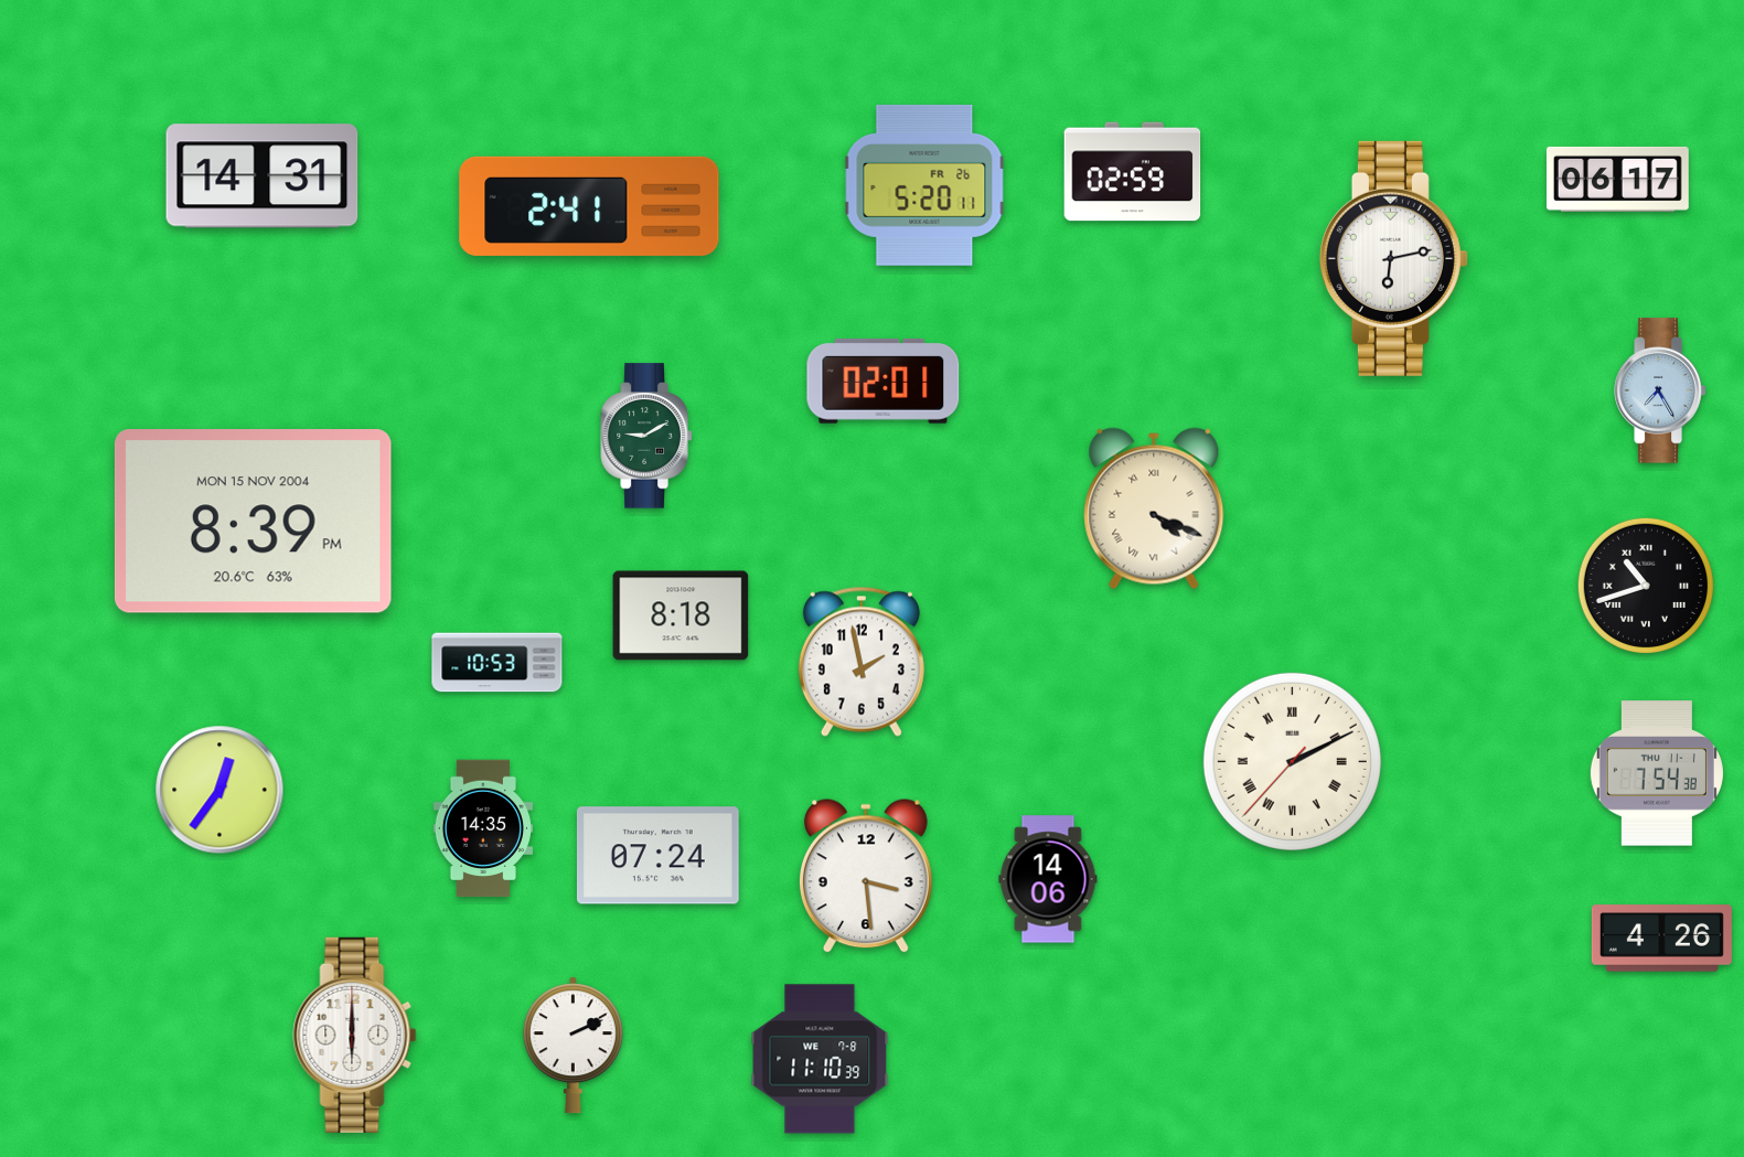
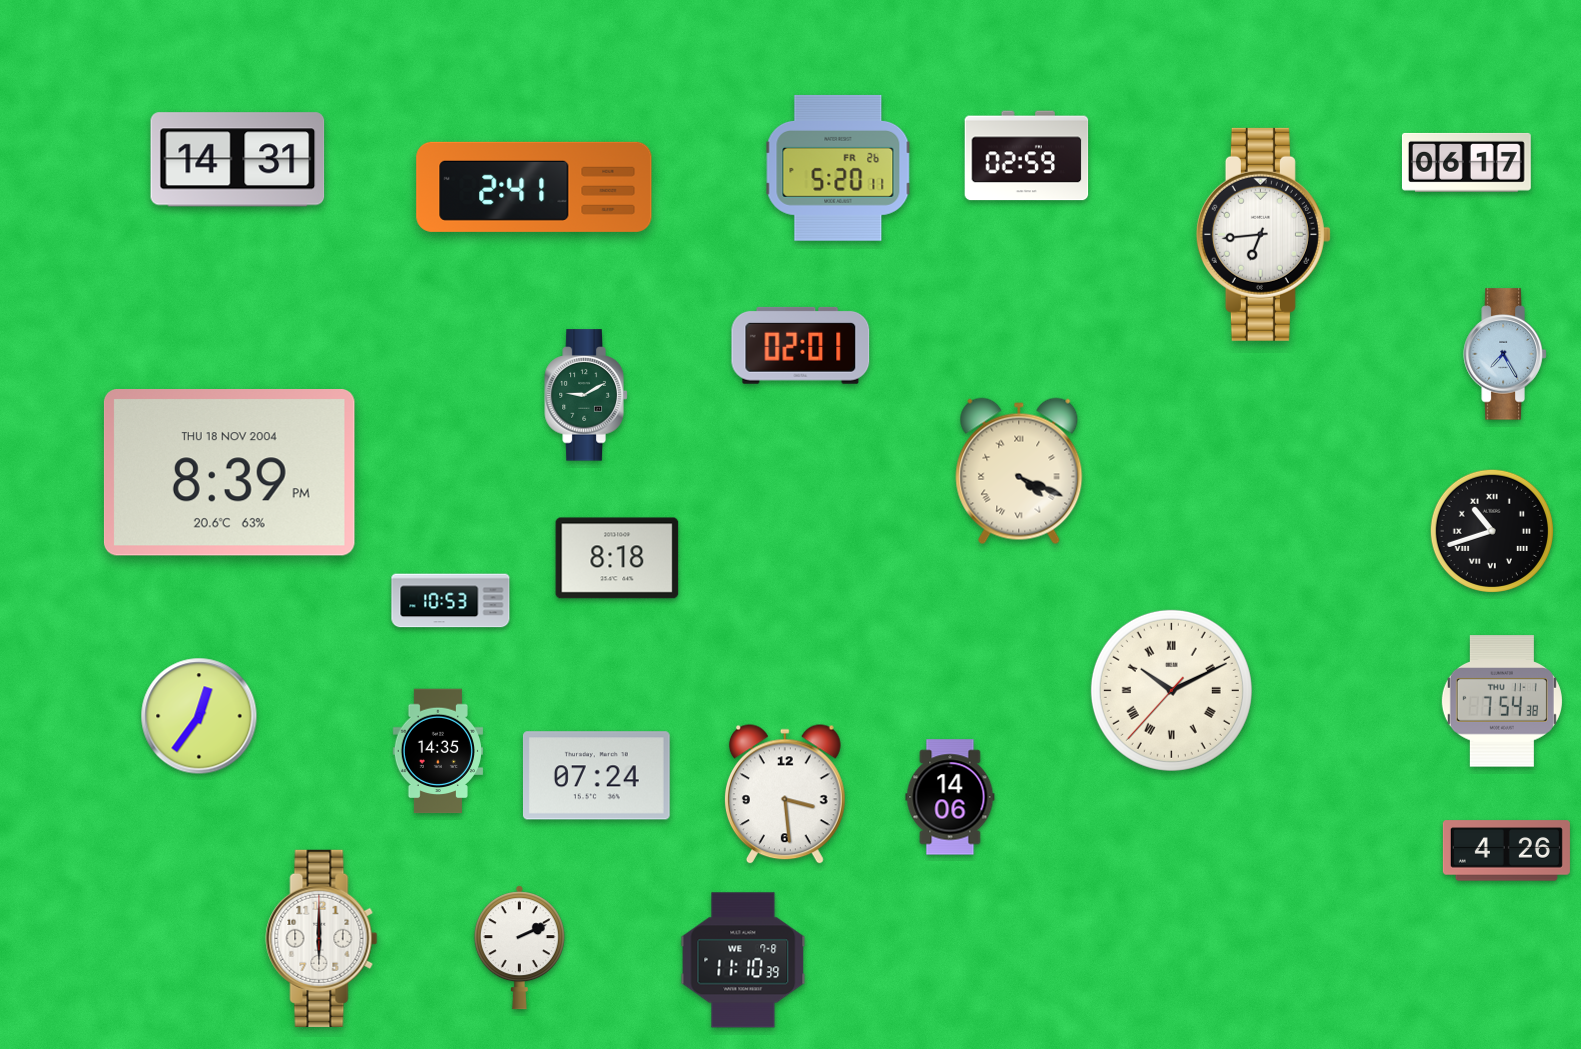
clock at (1393, 258): 6:13 -> 6:44
clock at (1154, 508) position: (1154, 508) -> (1019, 471)
clock at (253, 522) date: MON 15 NOV 2004 -> THU 18 NOV 2004
clock at (862, 662): 1:58 -> none
clock at (1292, 761): 2:10 -> 10:10
